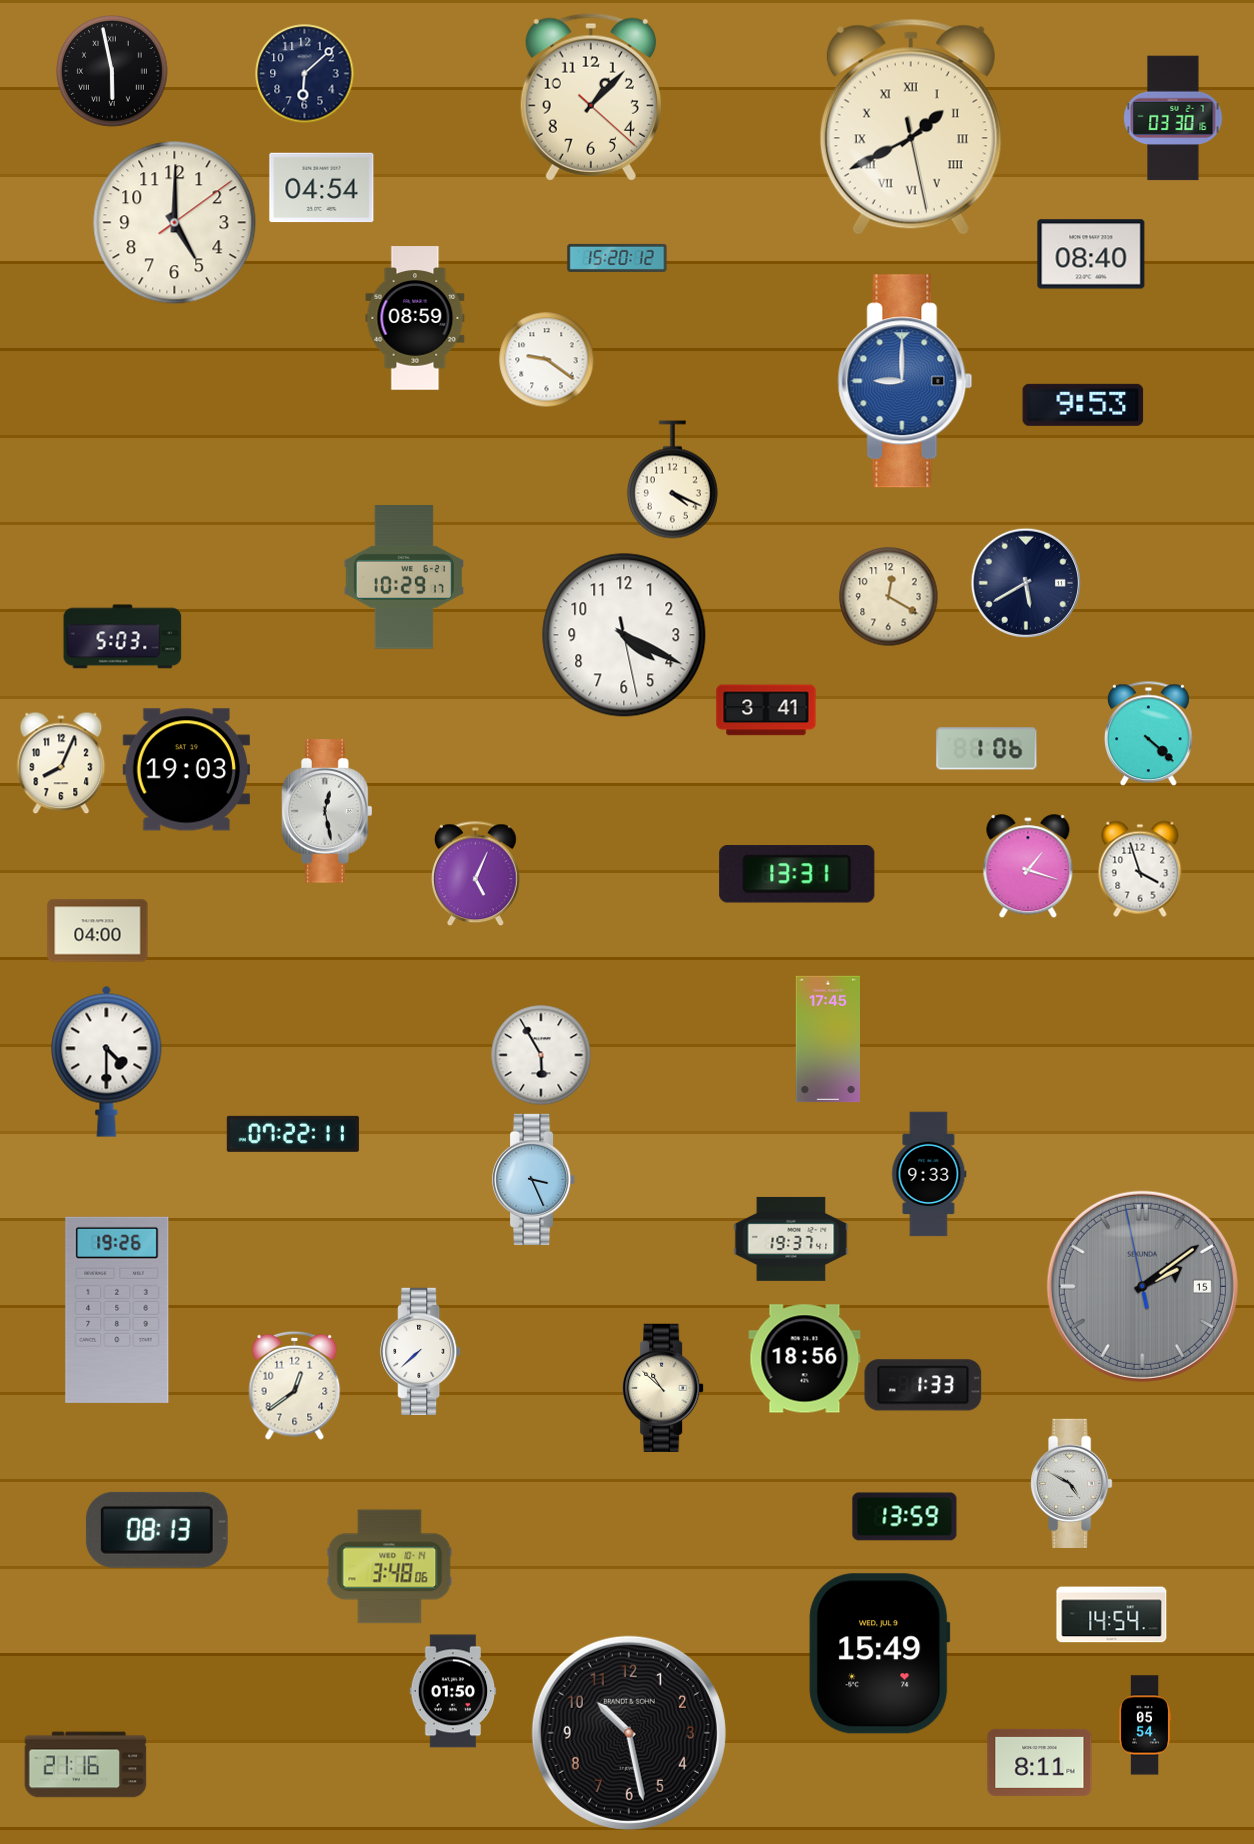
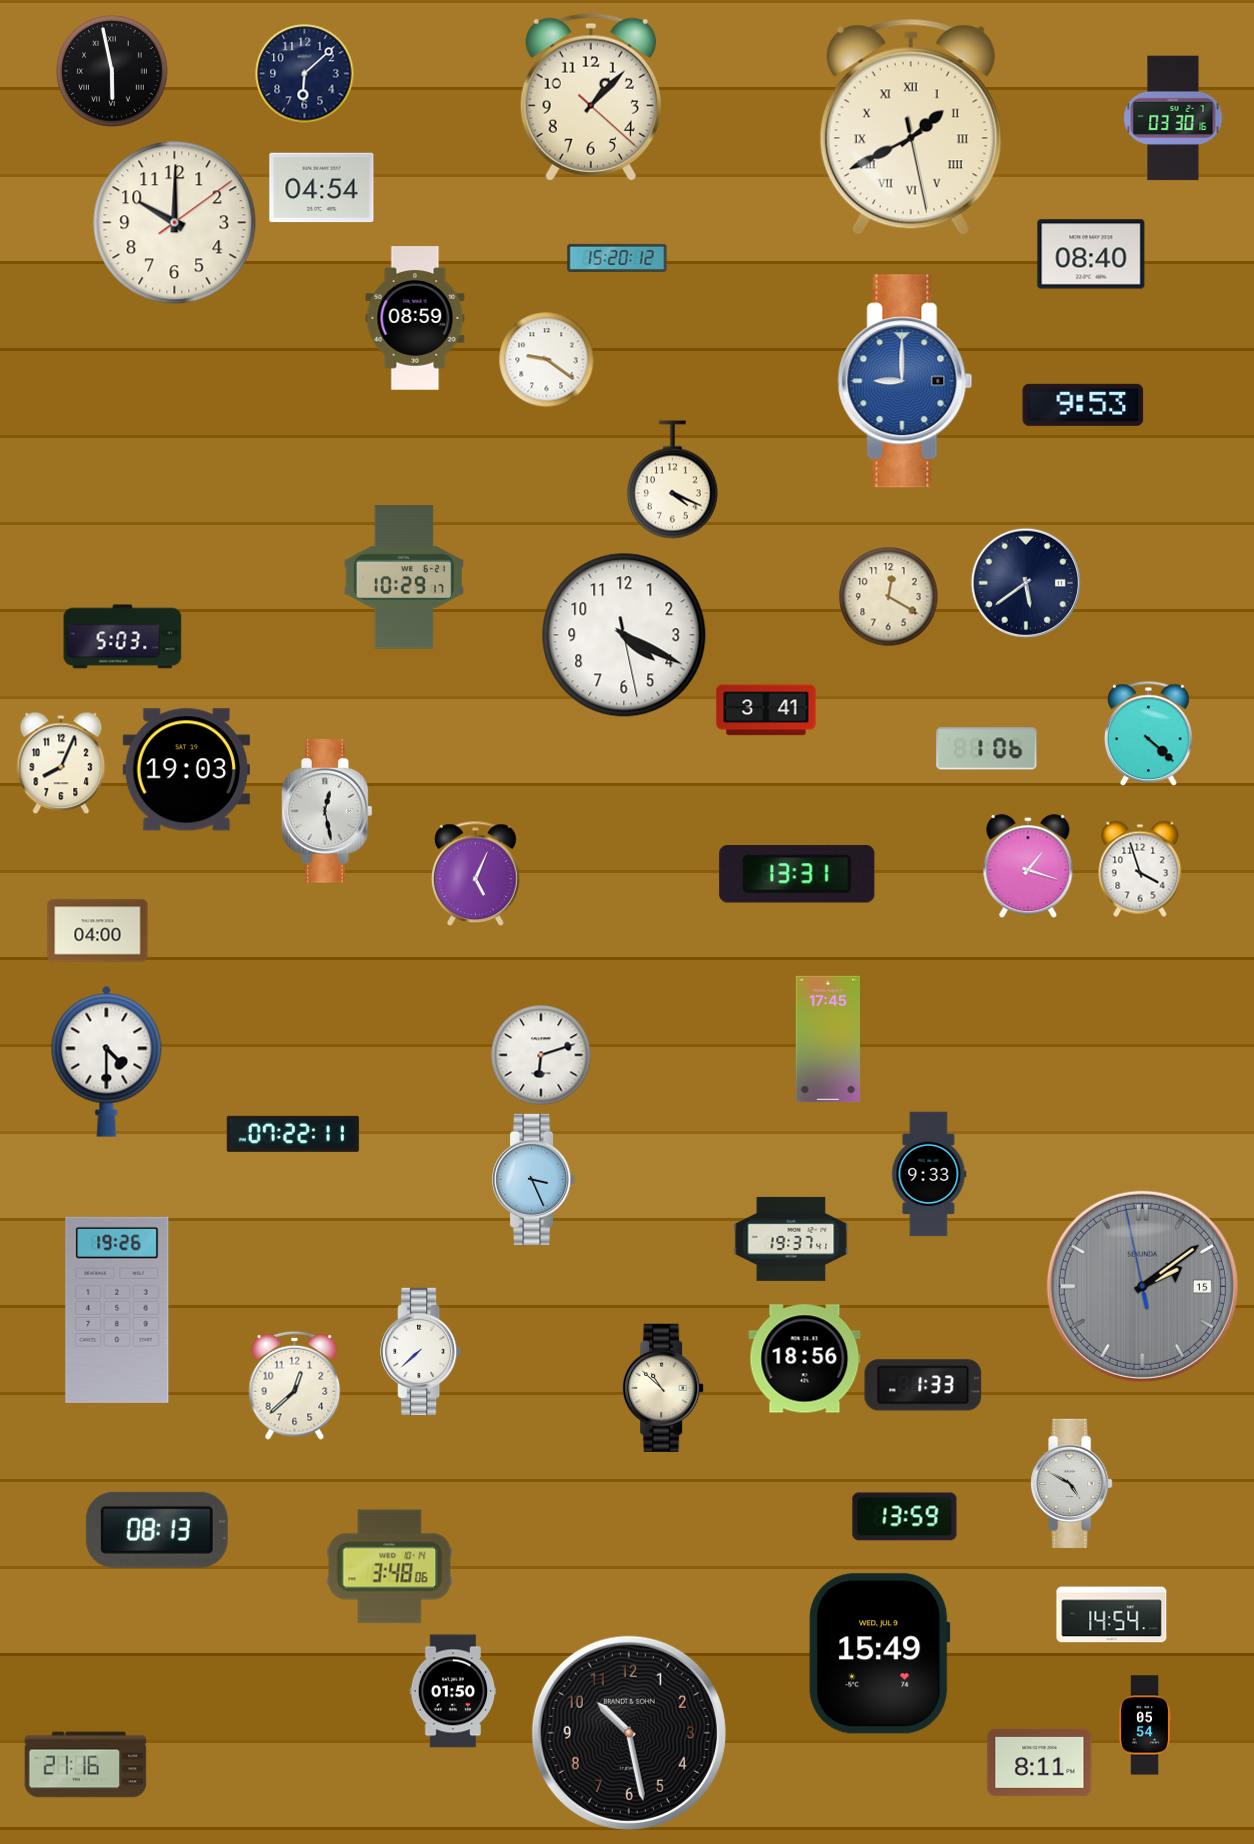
clock at (175, 223): 5:00 -> 10:00
clock at (1026, 583): 5:40 -> 5:39
clock at (541, 1055): 5:55 -> 6:12
clock at (295, 1385): 12:39 -> 12:38
